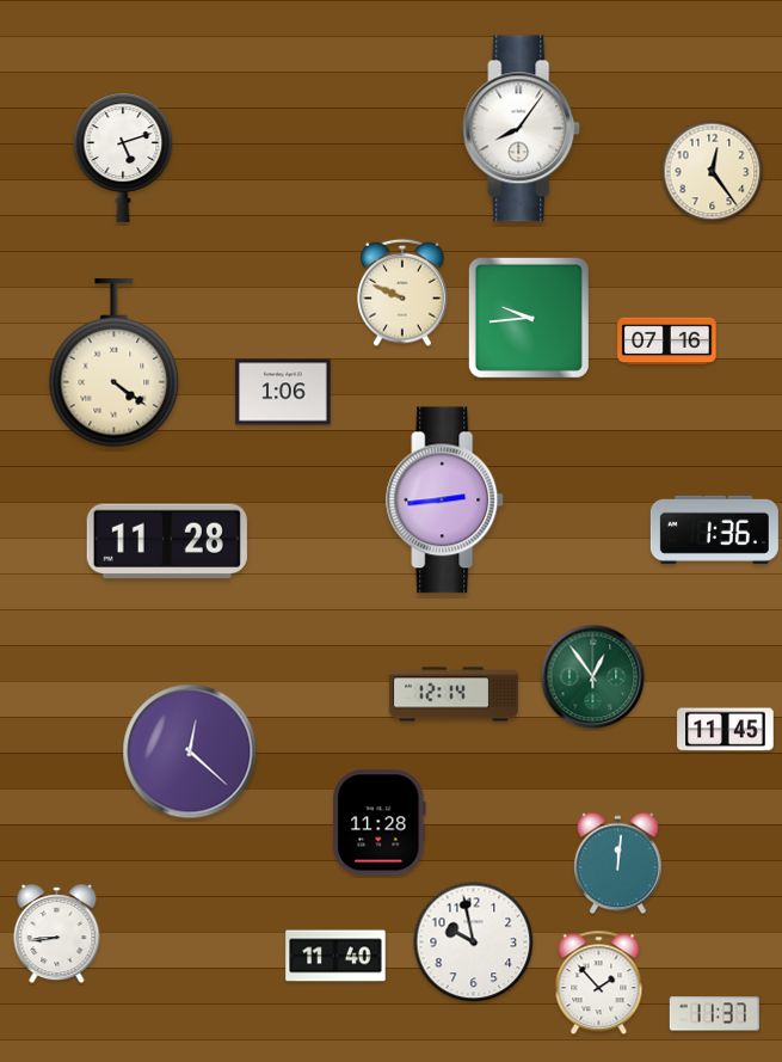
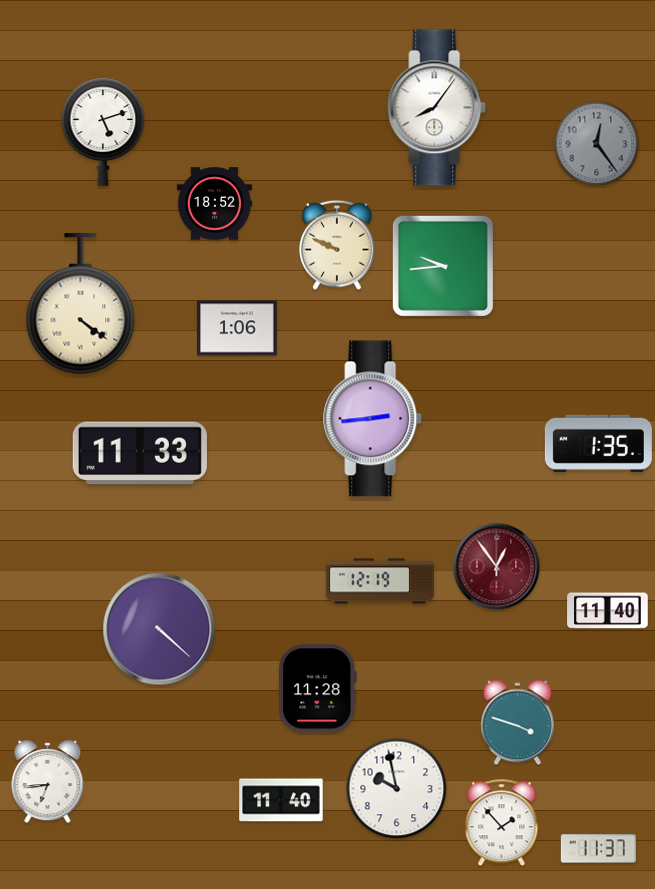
clock at (713, 172) dial: cream -> grey
clock at (214, 204): none -> 18:52
clock at (667, 342): 07:16 -> none
clock at (115, 363) position: (115, 363) -> (81, 304)
clock at (714, 529): 1:36 -> 1:35
clock at (167, 541): 11:28 -> 11:33
clock at (593, 677) dial: green -> burgundy
clock at (454, 694): 12:14 -> 12:19
clock at (726, 730): 11:45 -> 11:40
clock at (190, 751): 12:22 -> 4:22
clock at (618, 864): 12:01 -> 3:48
clock at (57, 934): 8:44 -> 6:44
